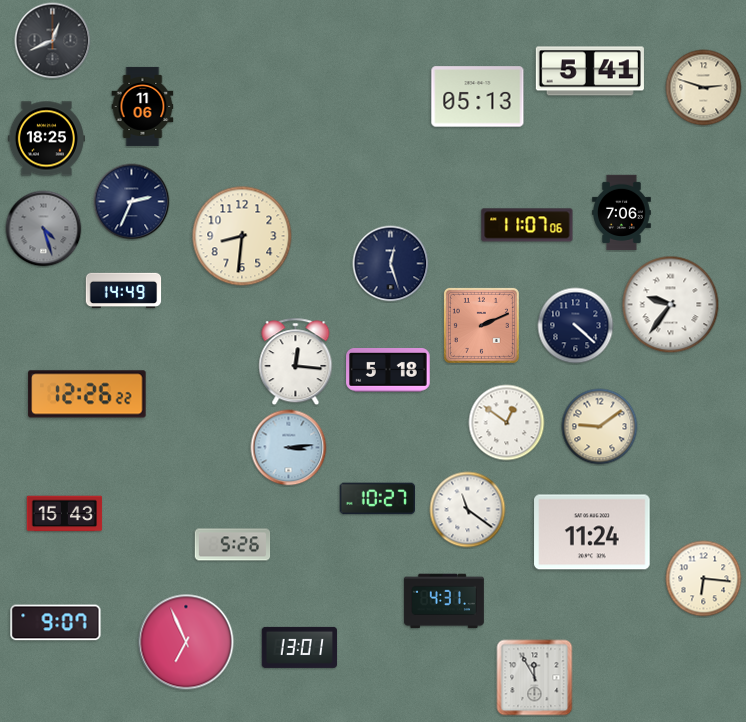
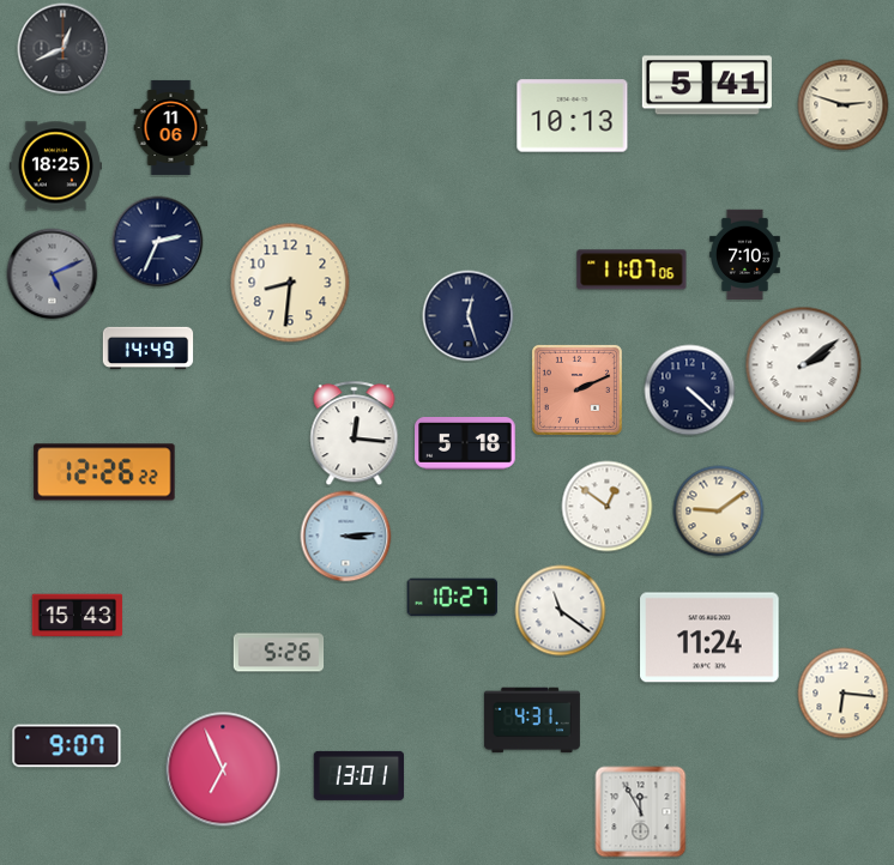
clock at (478, 97): 05:13 -> 10:13
clock at (622, 213): 7:06 -> 7:10
clock at (44, 229): 4:27 -> 5:11
clock at (671, 305): 9:36 -> 2:09
